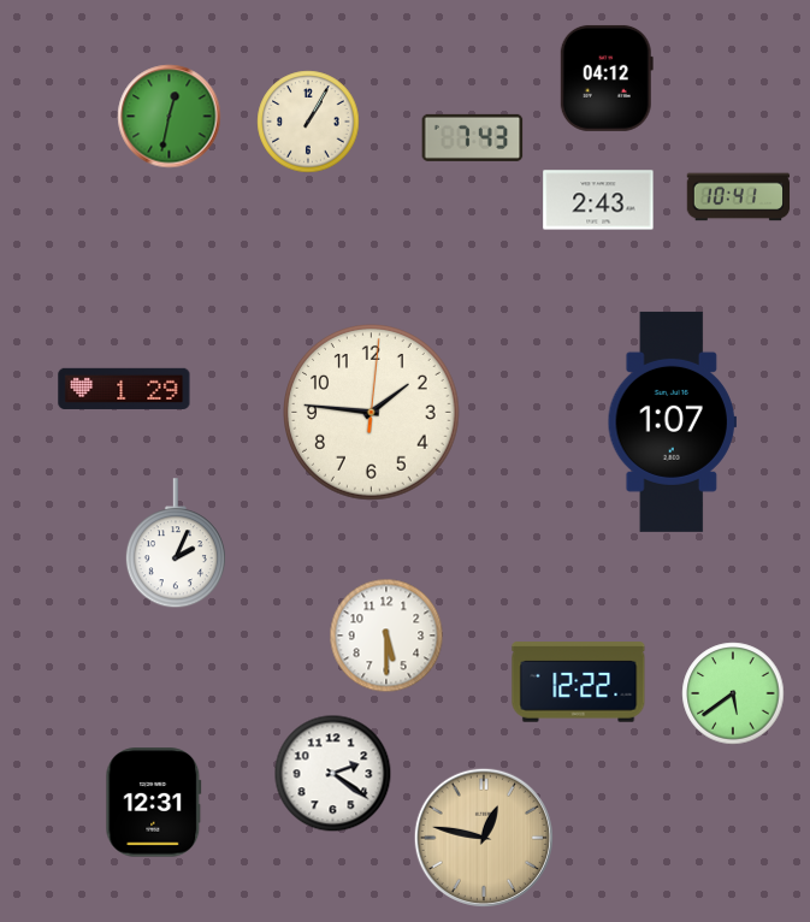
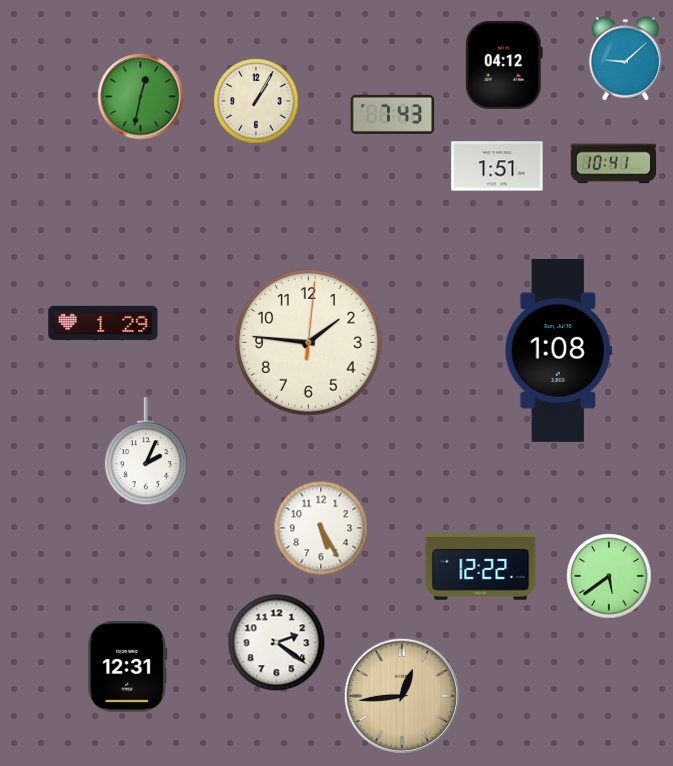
clock at (625, 59): none -> 9:08
clock at (598, 200): 2:43 -> 1:51
clock at (672, 421): 1:07 -> 1:08
clock at (386, 636): 5:30 -> 5:25
clock at (483, 837): 12:47 -> 12:44
